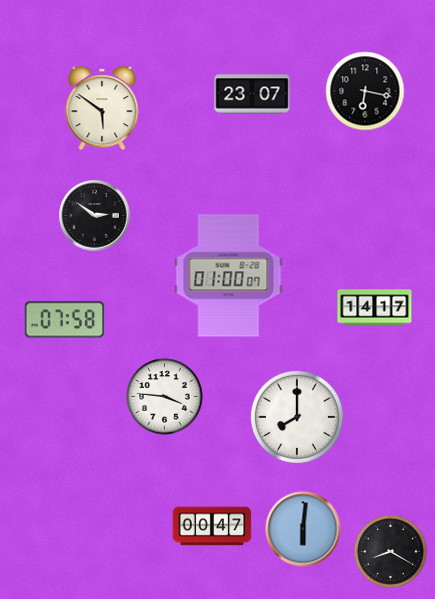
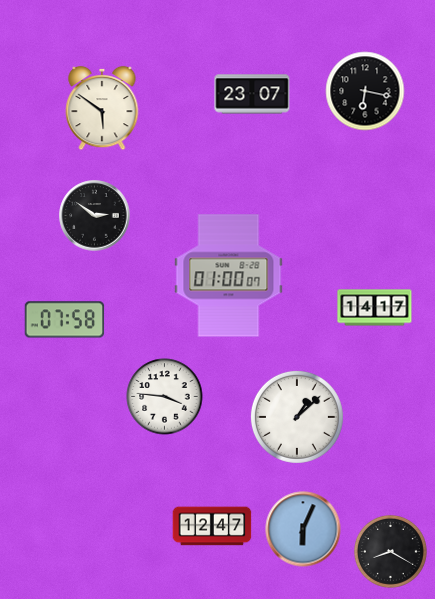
clock at (297, 417): 8:00 -> 1:08
clock at (212, 526): 00:47 -> 12:47
clock at (303, 529): 6:01 -> 6:04
